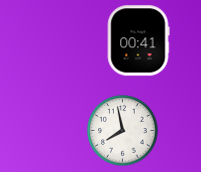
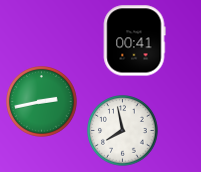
clock at (138, 41) position: (138, 41) -> (134, 41)
clock at (42, 102): none -> 2:43
